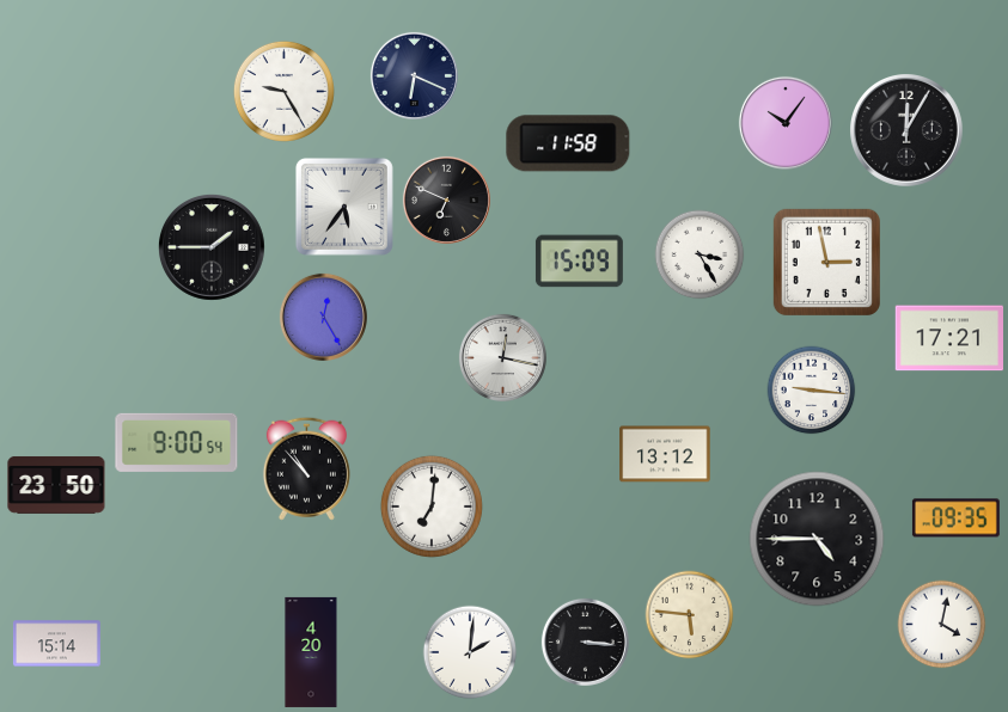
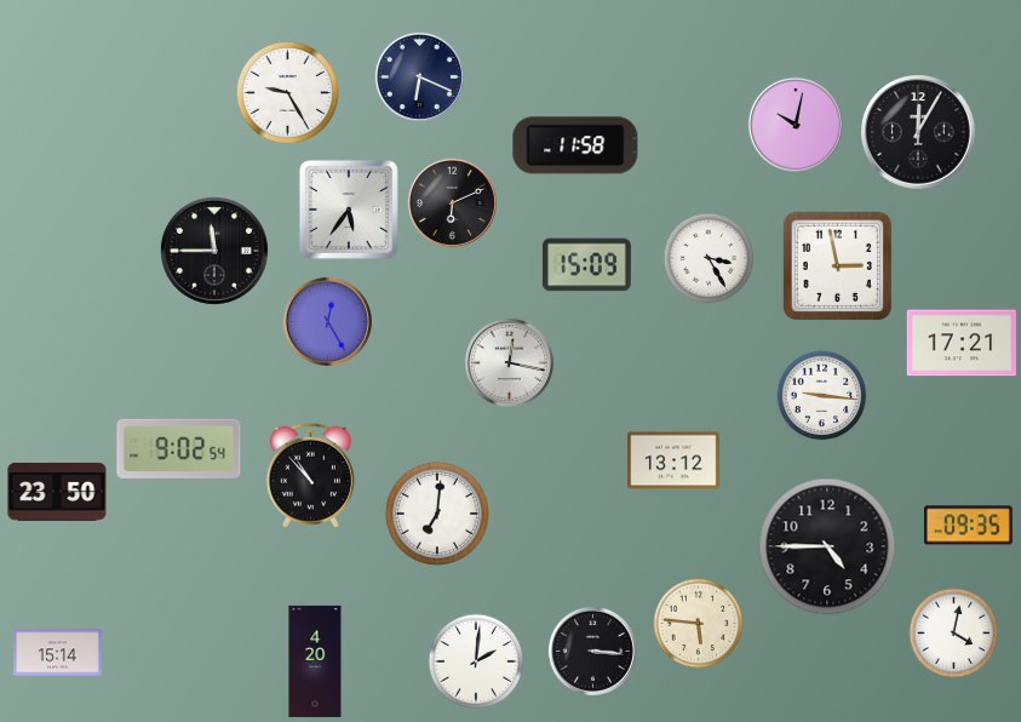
clock at (786, 123): 10:06 -> 10:02
clock at (446, 200): 6:49 -> 6:11
clock at (212, 247): 1:45 -> 11:45
clock at (177, 442): 9:00 -> 9:02
